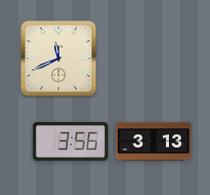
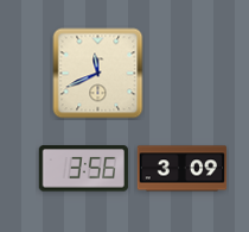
clock at (59, 59) position: (59, 59) -> (98, 74)
clock at (154, 142): 3:13 -> 3:09
